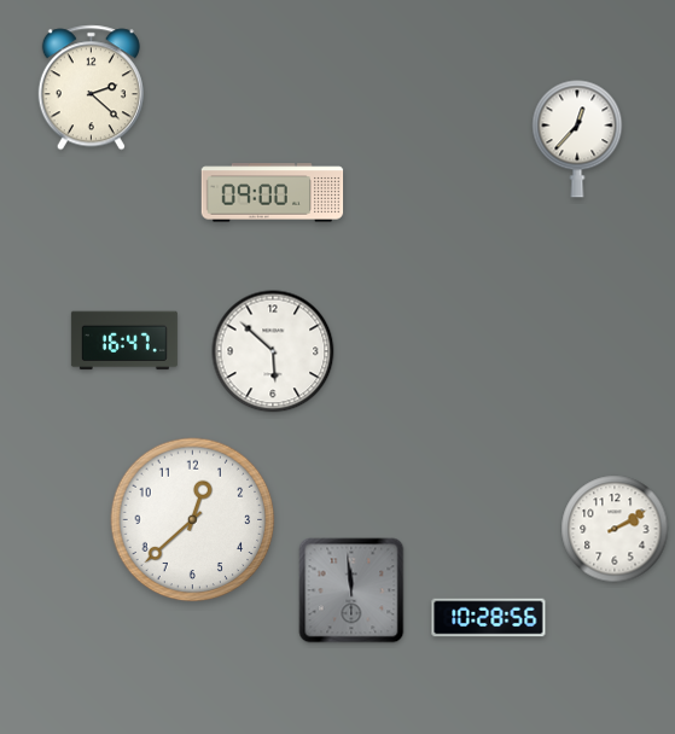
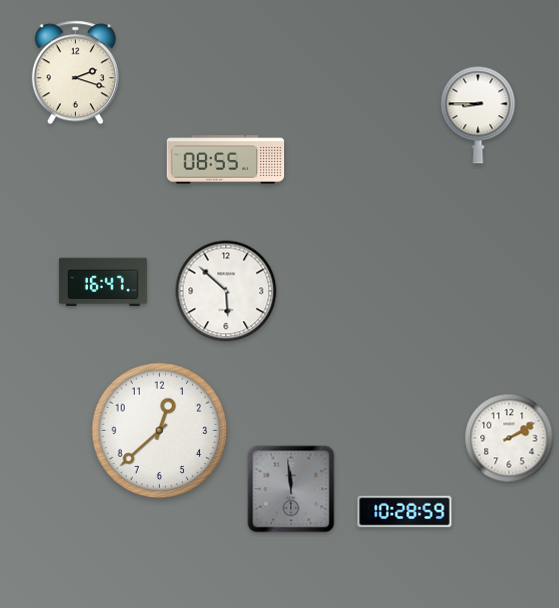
clock at (91, 88): 2:22 -> 2:18
clock at (577, 139): 12:37 -> 8:45
clock at (273, 193): 09:00 -> 08:55
clock at (489, 618): 10:28:56 -> 10:28:59
